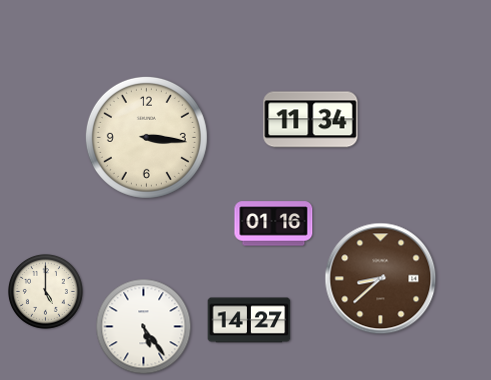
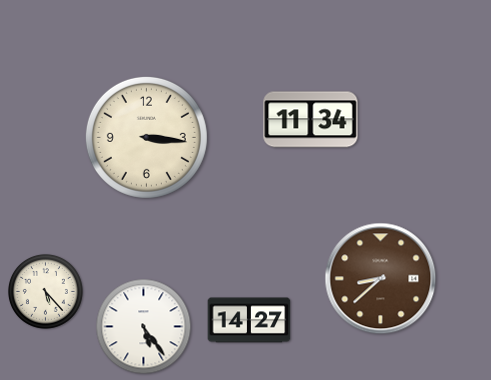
clock at (274, 224): 01:16 -> none
clock at (45, 291): 5:00 -> 5:23
